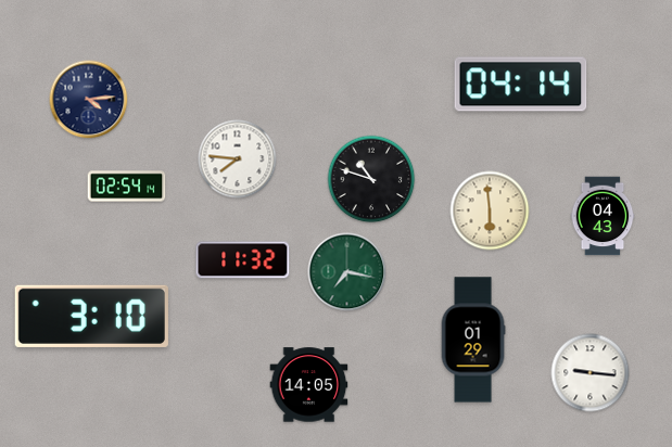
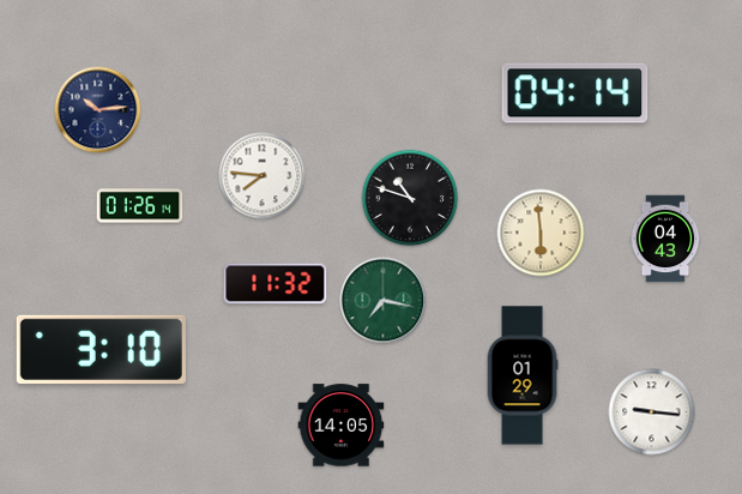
clock at (89, 100): 4:14 -> 10:14
clock at (127, 187): 02:54 -> 01:26
clock at (243, 260) position: (243, 260) -> (276, 284)
